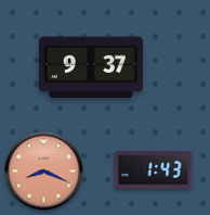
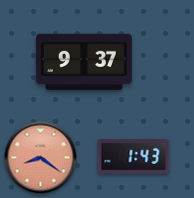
clock at (154, 170) position: (154, 170) -> (134, 157)
clock at (44, 172): 8:19 -> 8:21
